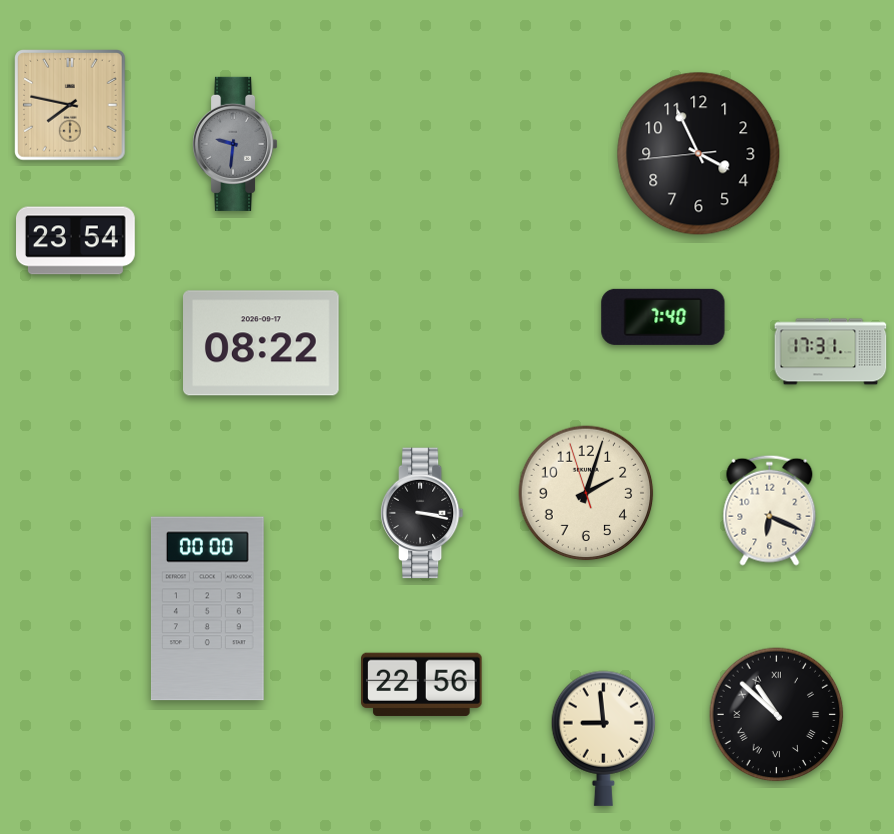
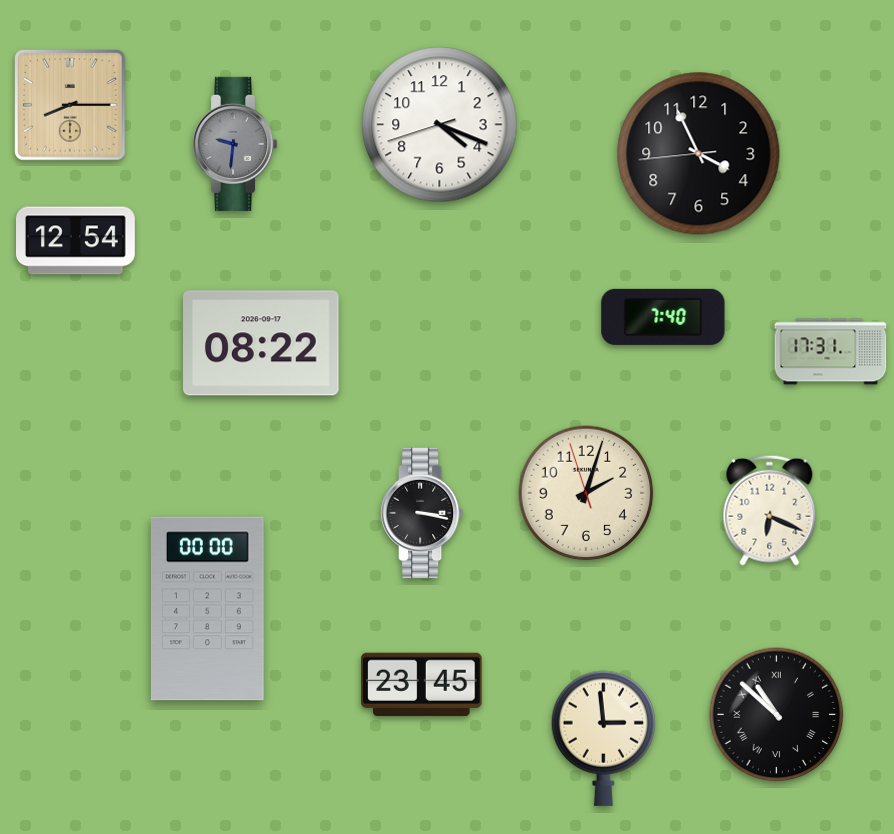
clock at (70, 105): 7:47 -> 8:15
clock at (440, 125): none -> 4:18
clock at (76, 241): 23:54 -> 12:54
clock at (422, 684): 22:56 -> 23:45
clock at (603, 738): 8:59 -> 2:59
